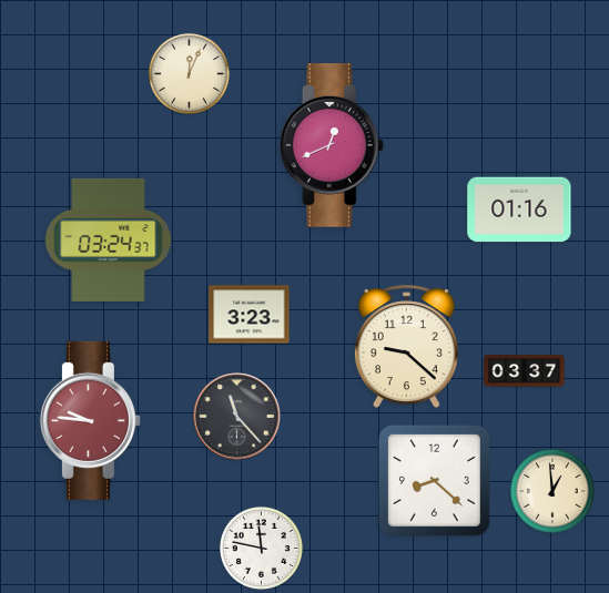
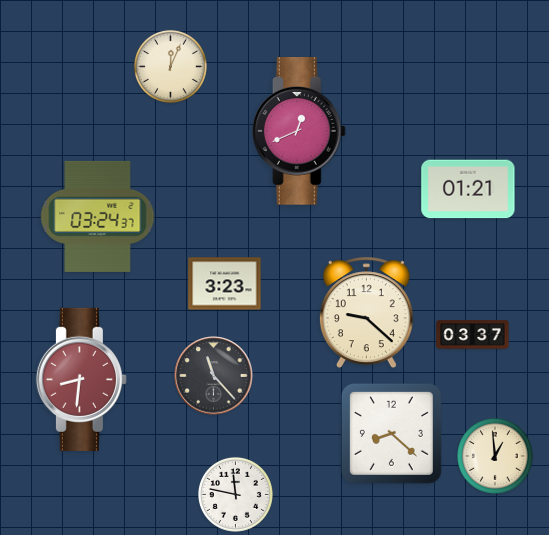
clock at (519, 209): 01:16 -> 01:21
clock at (90, 420): 9:46 -> 8:31
clock at (552, 491) position: (552, 491) -> (495, 456)
